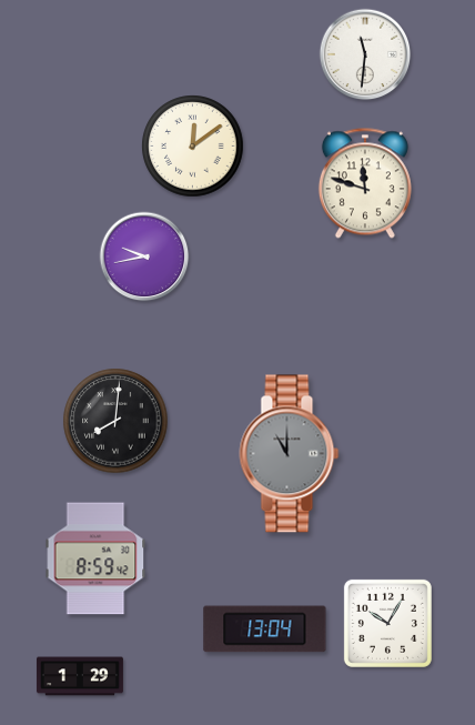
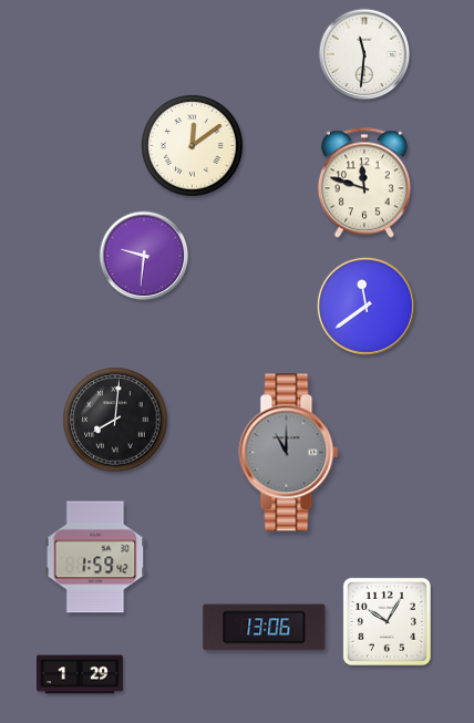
clock at (144, 256): 9:43 -> 9:31
clock at (365, 306): none -> 11:39
clock at (95, 558): 8:59 -> 1:59
clock at (265, 630): 13:04 -> 13:06
